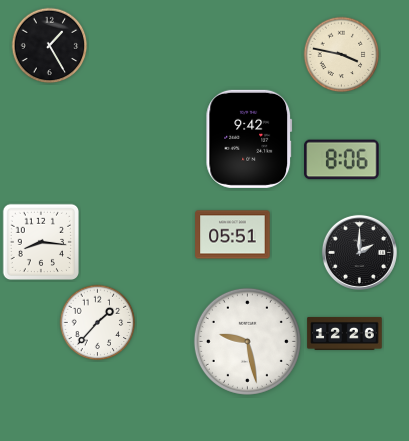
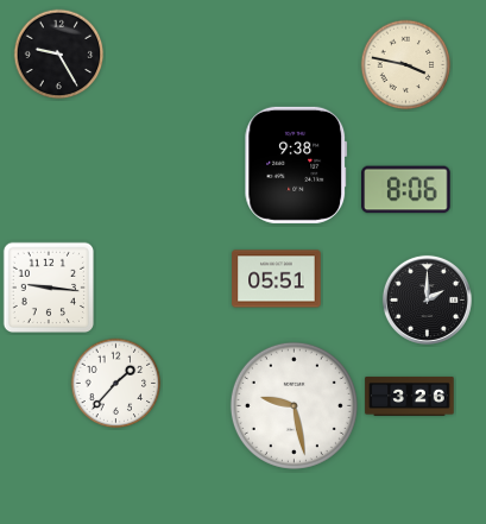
clock at (50, 46): 1:25 -> 9:25
clock at (249, 139): 9:42 -> 9:38
clock at (41, 242): 8:16 -> 9:16
clock at (345, 333): 12:26 -> 3:26
